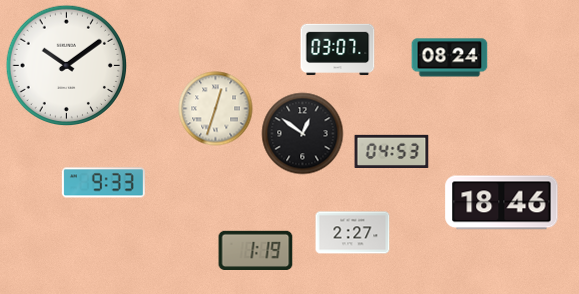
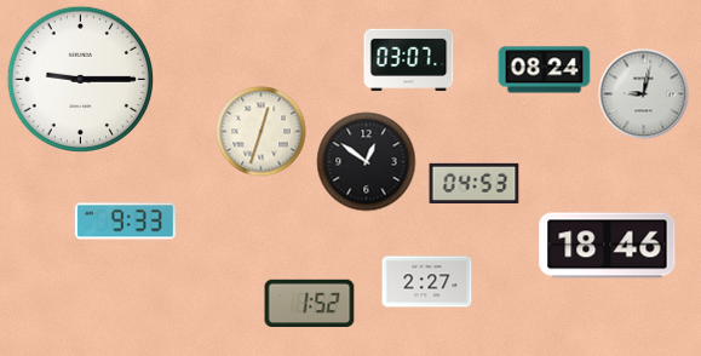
clock at (66, 65): 10:09 -> 9:15
clock at (644, 94): none -> 9:02
clock at (256, 251): 1:19 -> 1:52
